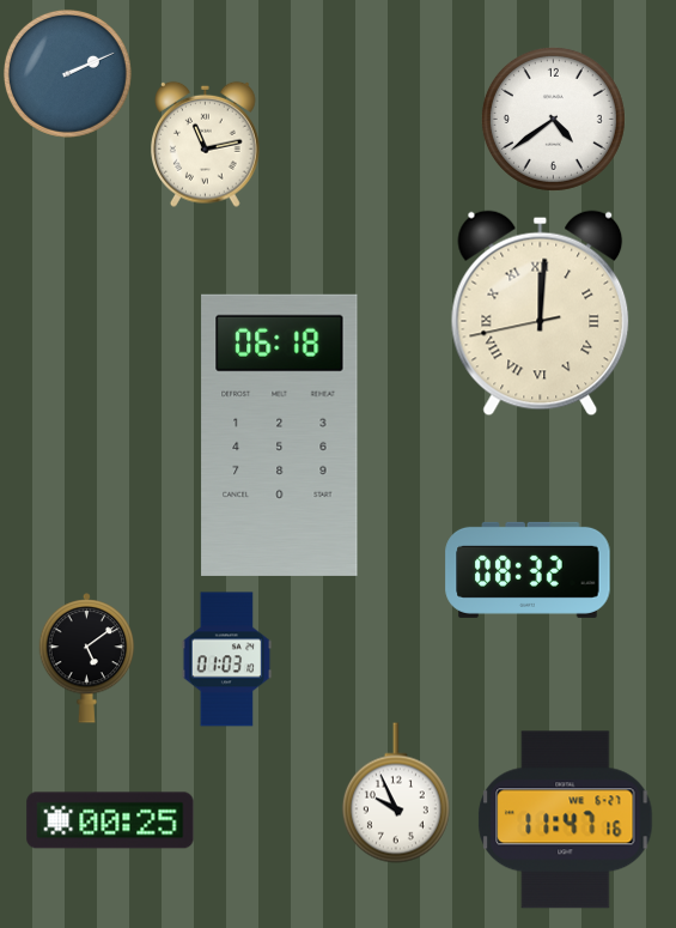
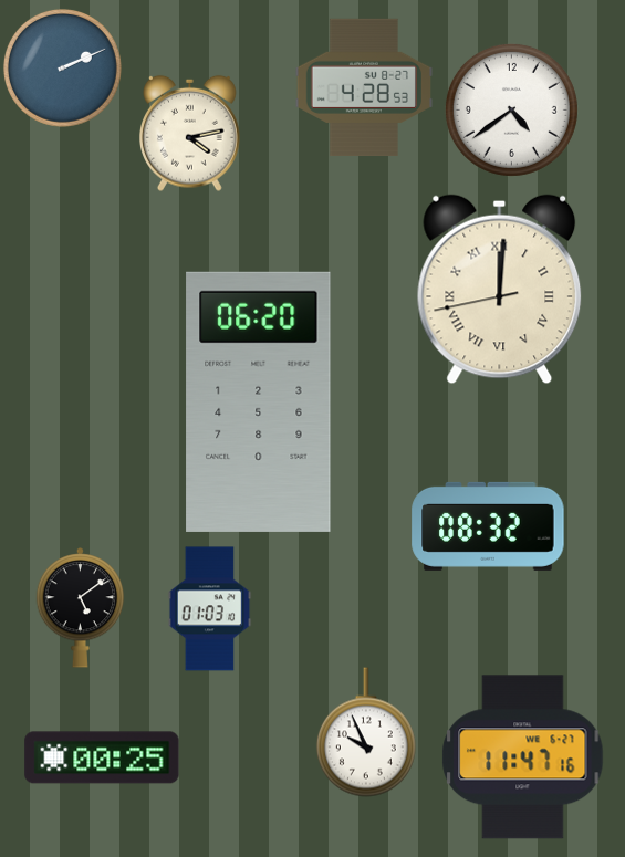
clock at (363, 86): none -> 4:28
clock at (206, 144): 11:13 -> 4:13
clock at (280, 435): 06:18 -> 06:20
